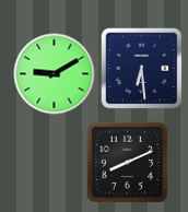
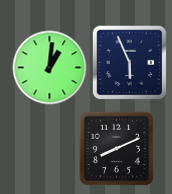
clock at (142, 69): 6:29 -> 5:56
clock at (55, 74): 9:10 -> 1:01
